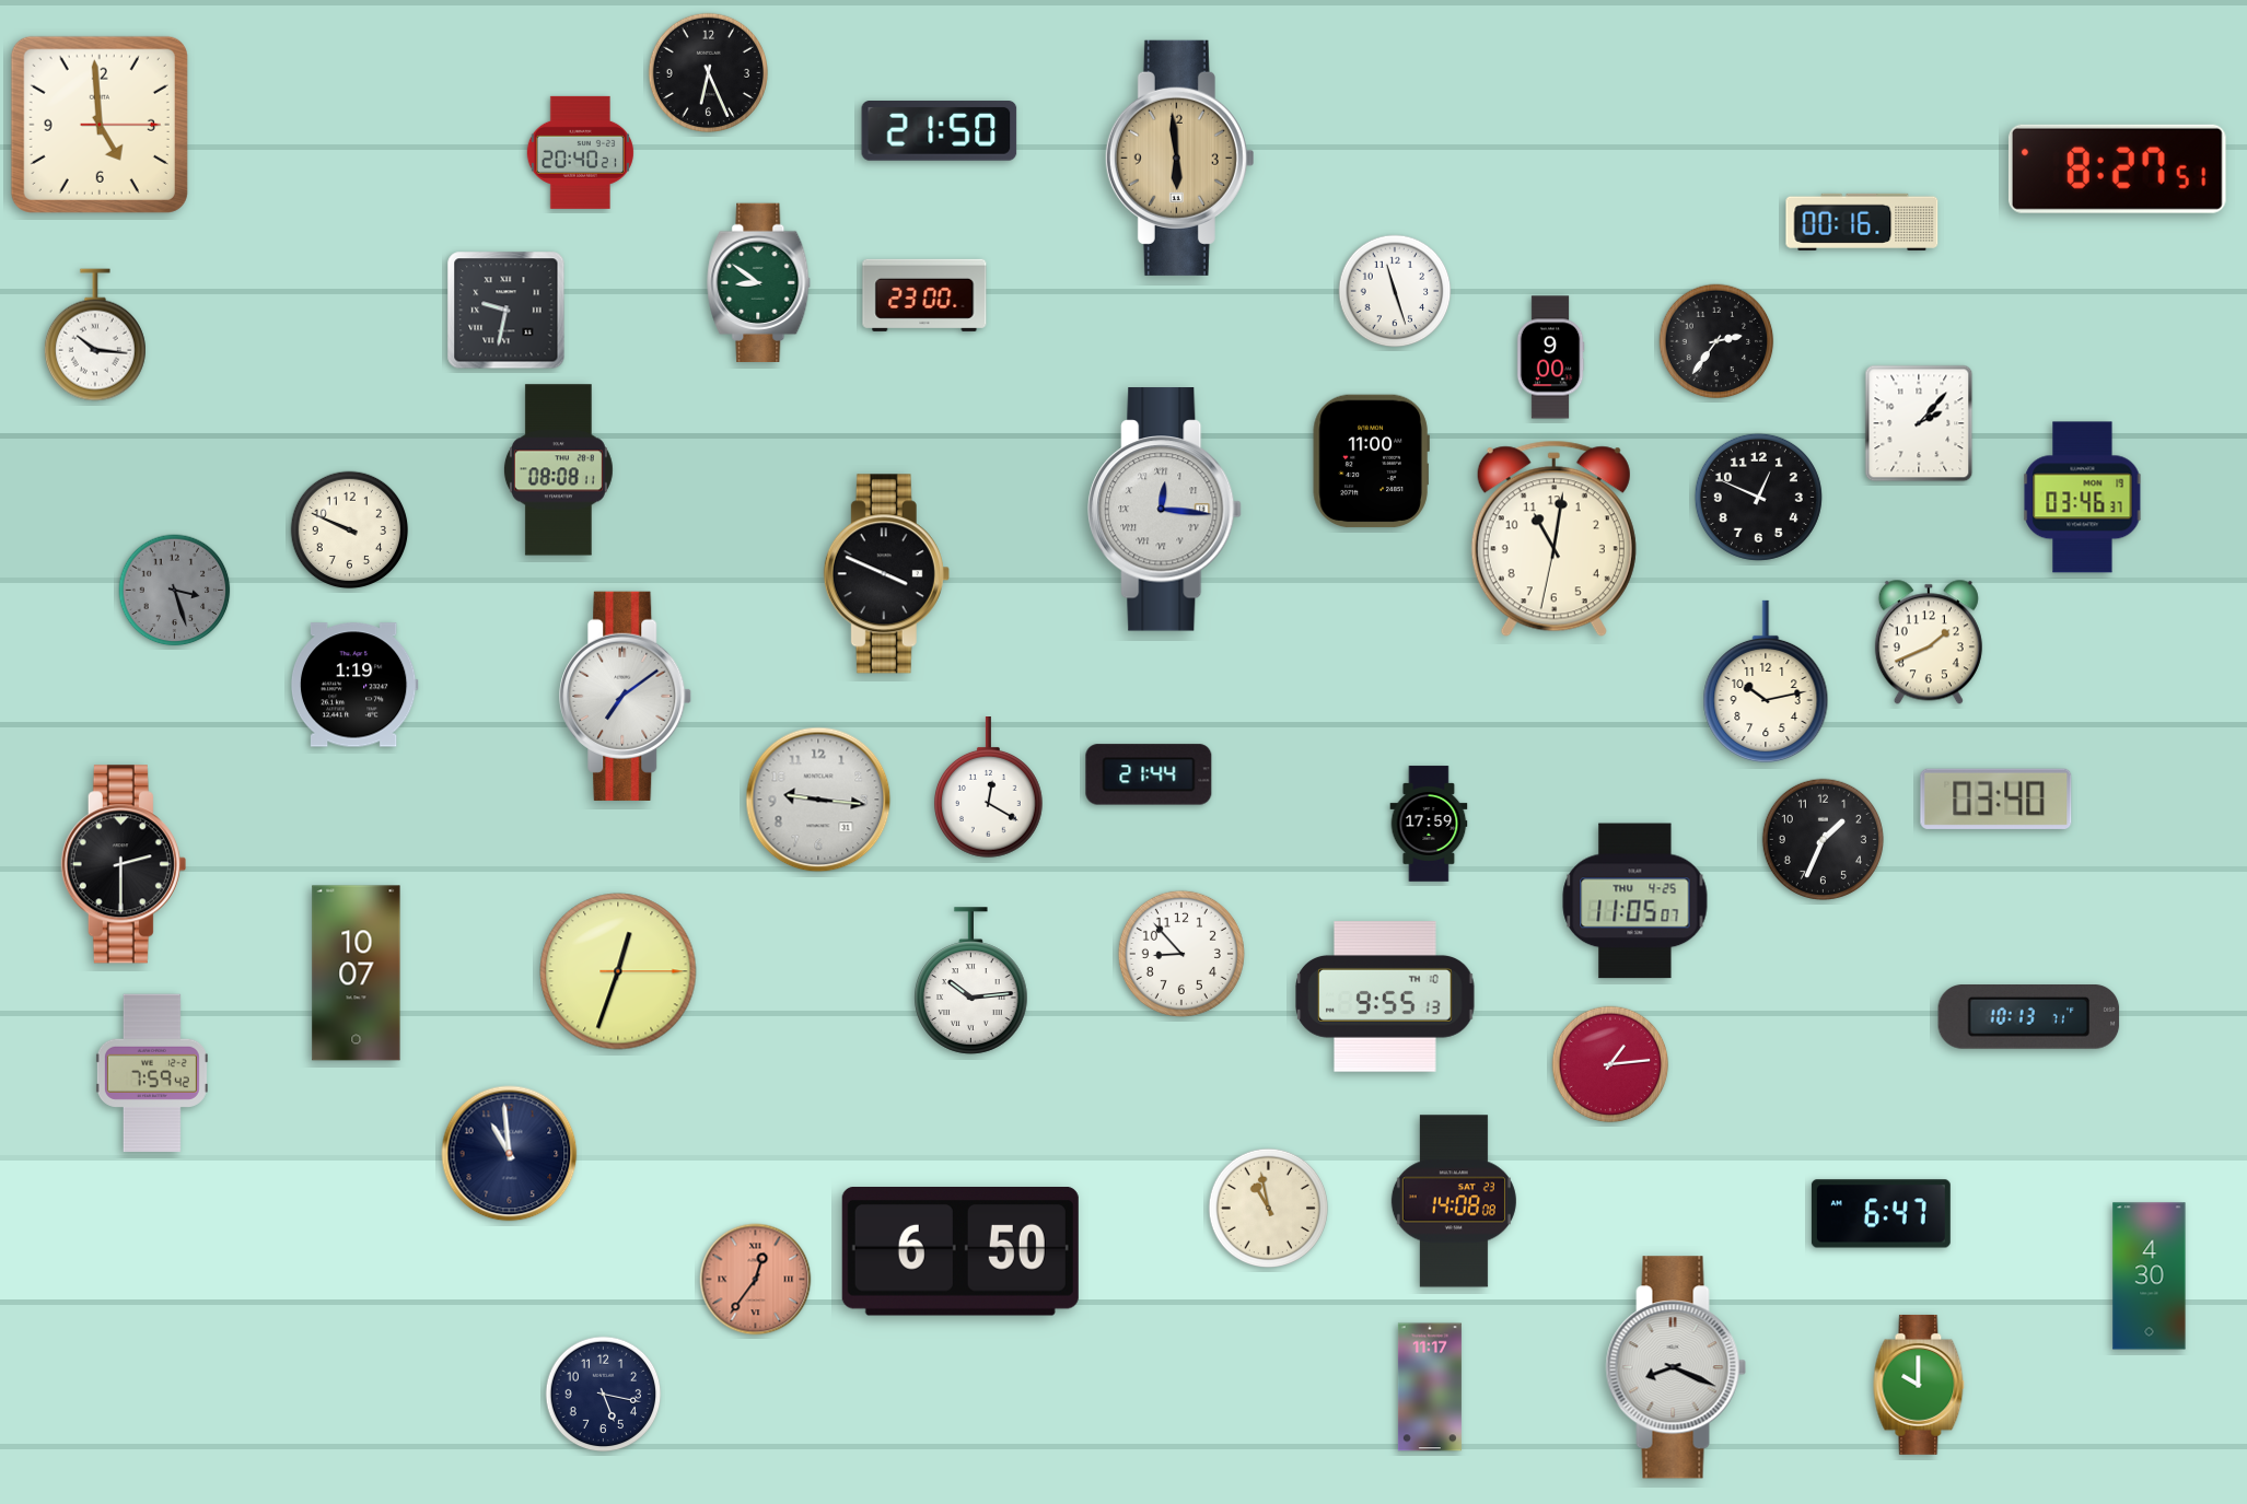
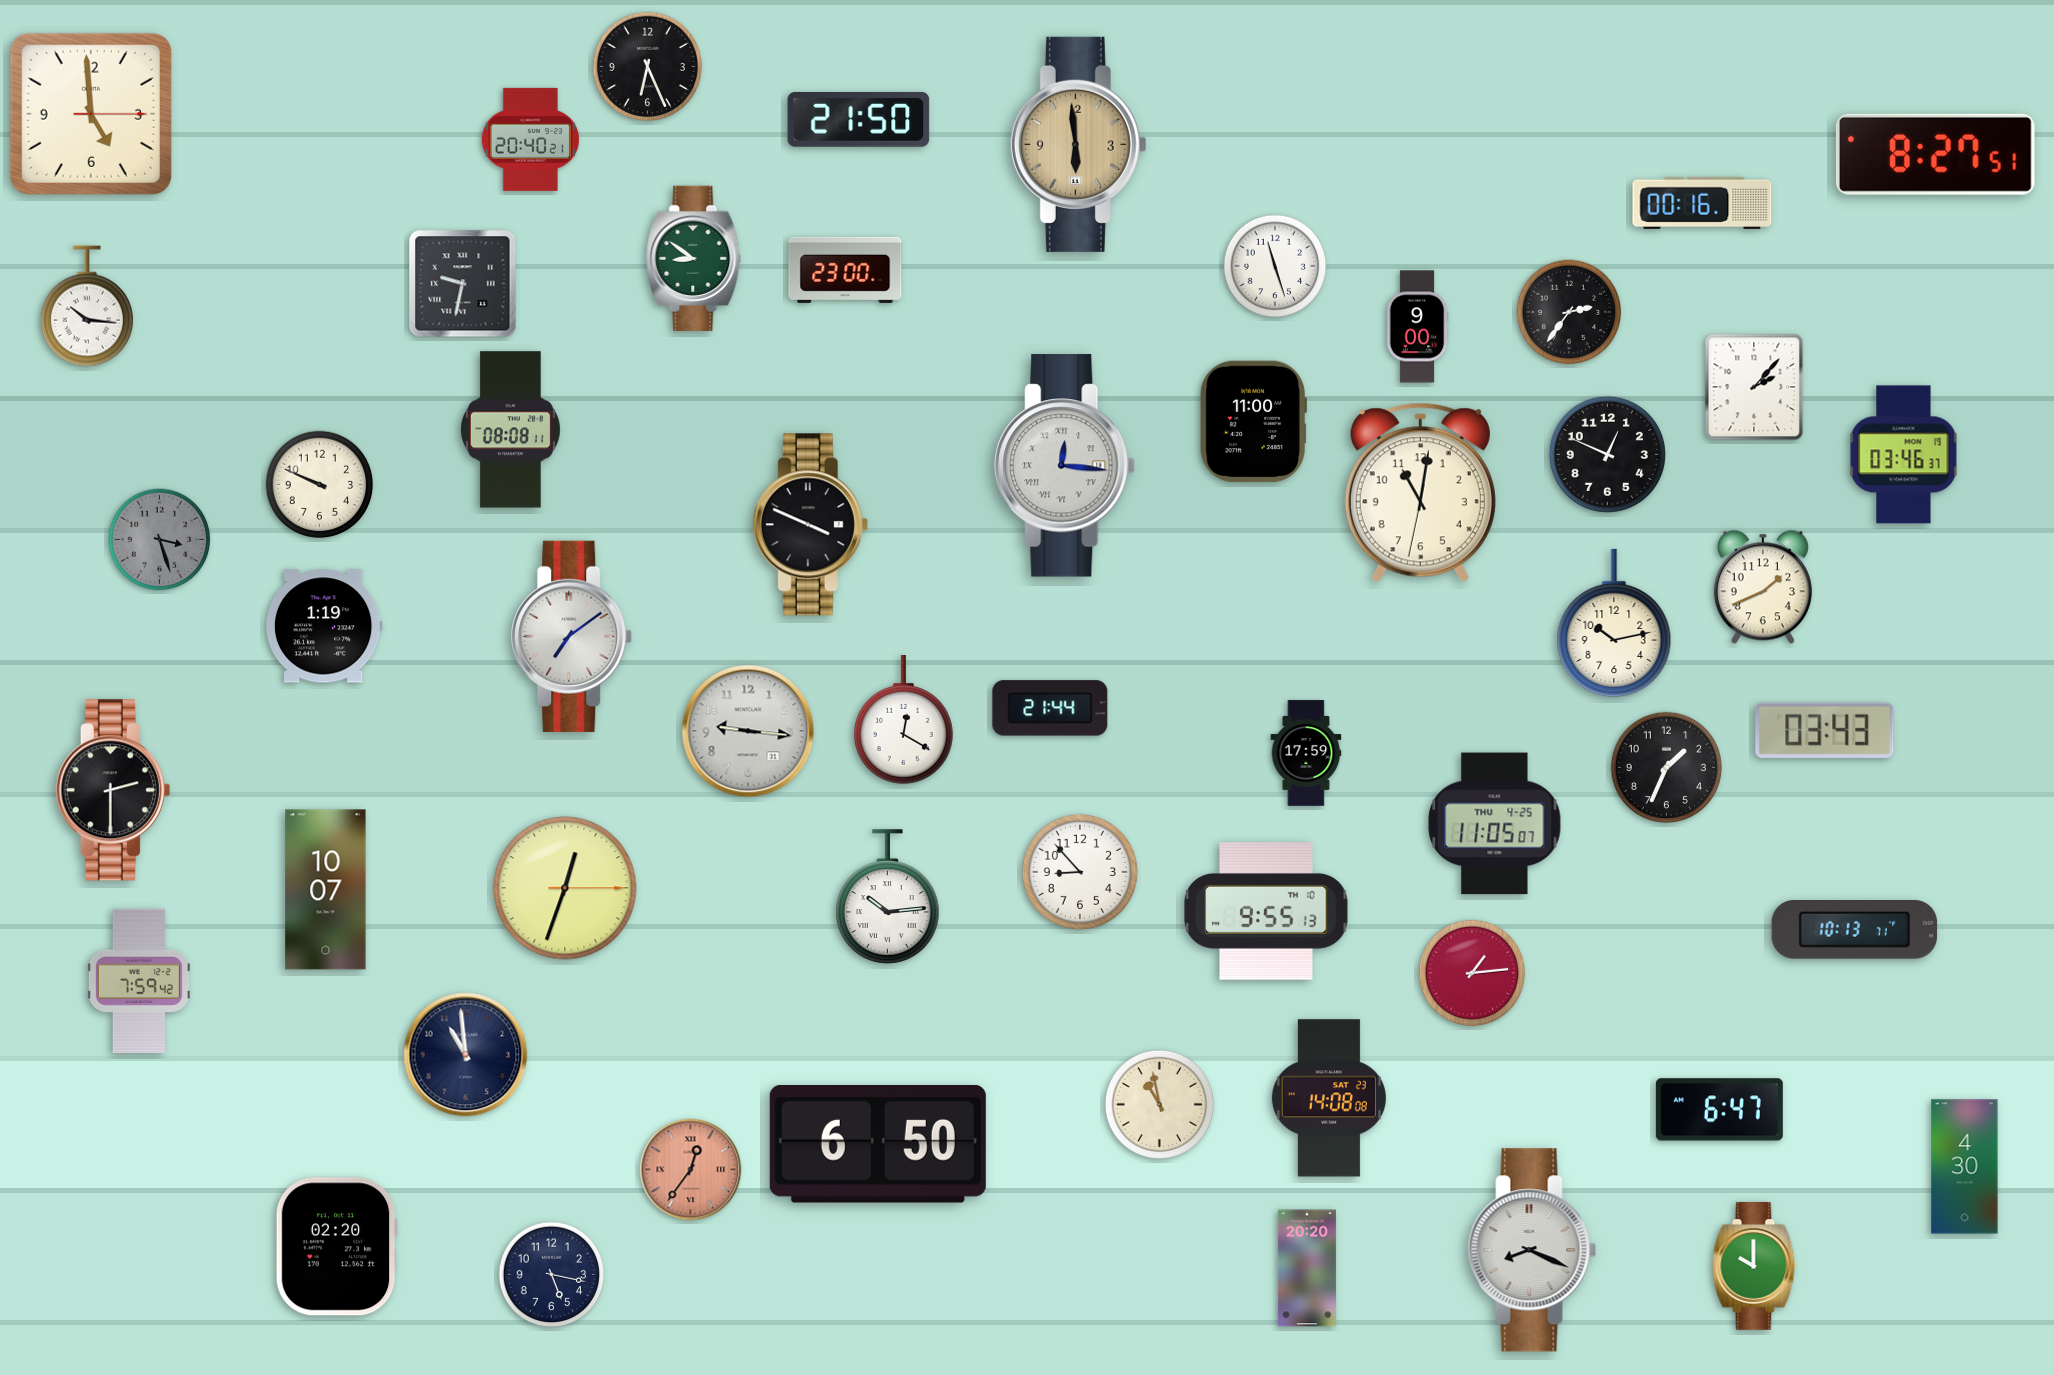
clock at (1996, 798): 03:40 -> 03:43
clock at (336, 1247): none -> 02:20
clock at (1430, 1387): 11:17 -> 20:20
